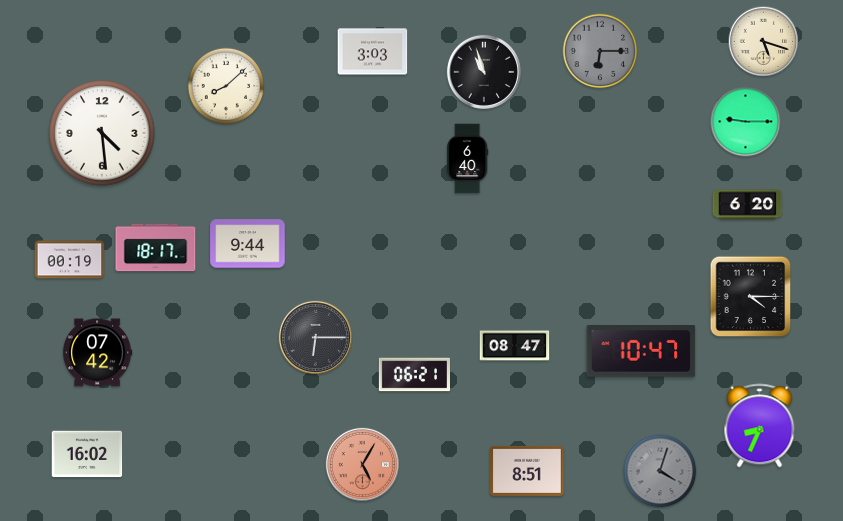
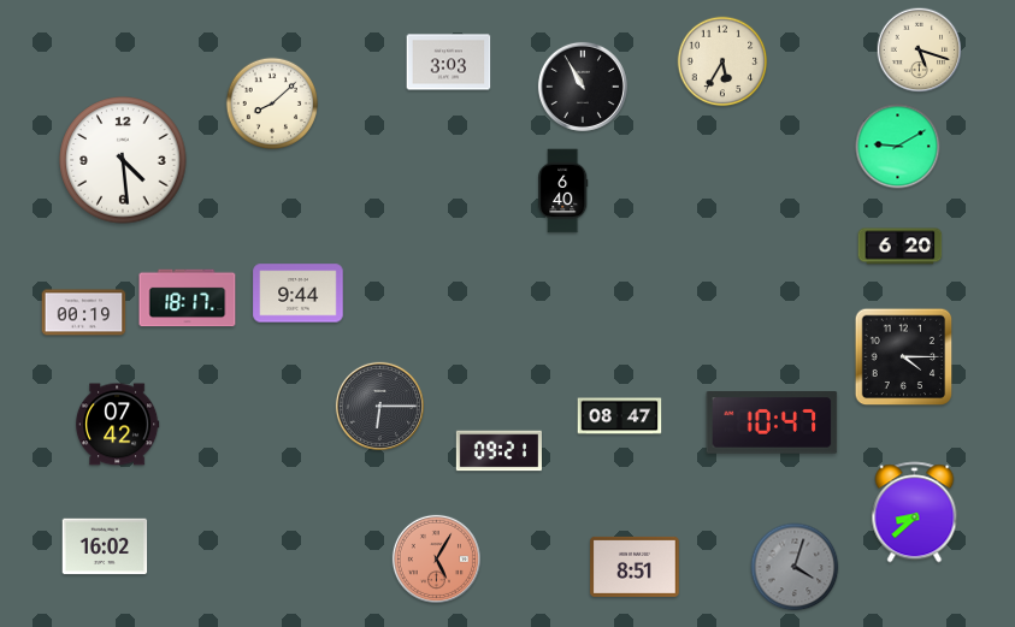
clock at (600, 51): 6:15 -> 5:35
clock at (600, 51) dial: grey -> cream
clock at (484, 72): 10:57 -> 10:55
clock at (746, 122): 9:15 -> 9:10
clock at (414, 375): 06:21 -> 09:21
clock at (760, 426): 8:34 -> 8:38
